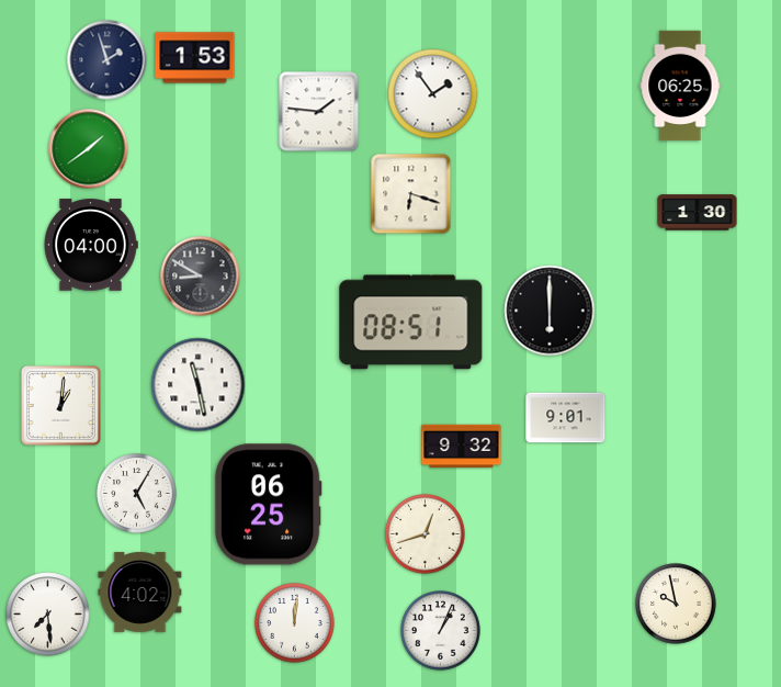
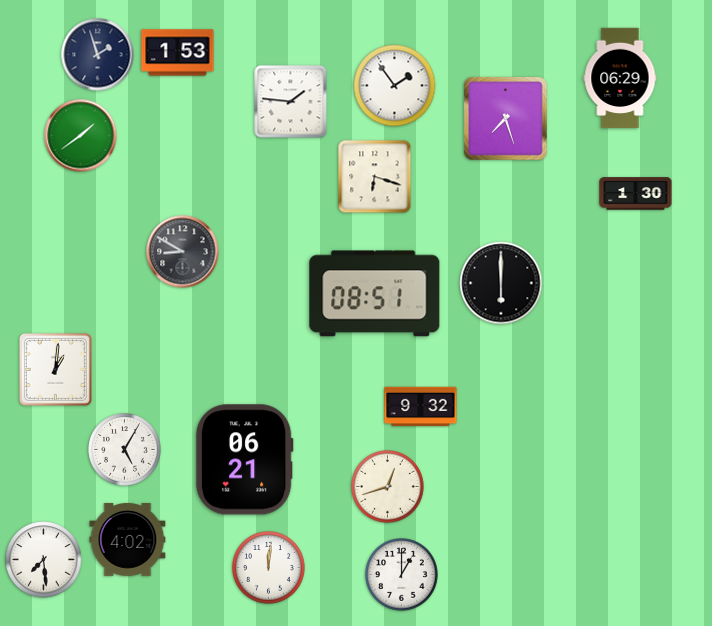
clock at (680, 86): 06:25 -> 06:29
clock at (506, 119): none -> 7:27
clock at (91, 245): 04:00 -> none
clock at (199, 385): 11:28 -> none
clock at (566, 418): 9:01 -> none
clock at (268, 505): 06:25 -> 06:21
clock at (676, 604): 9:58 -> none
clock at (441, 631): 1:04 -> 1:00
